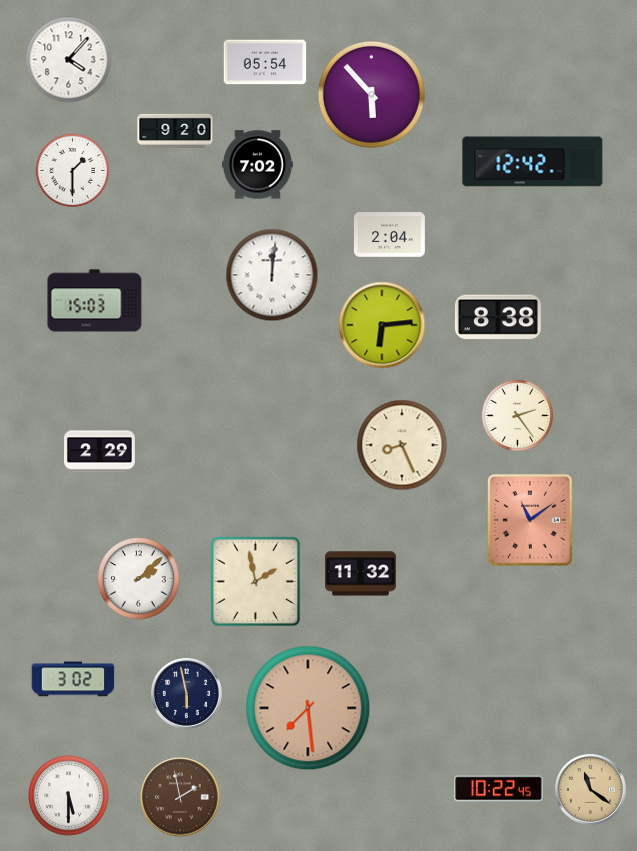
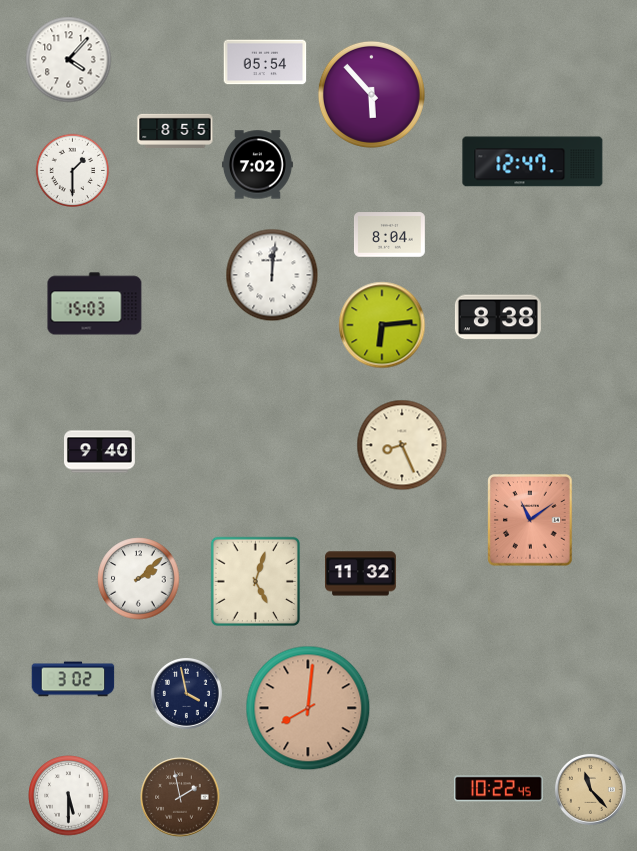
clock at (175, 131): 9:20 -> 8:55
clock at (533, 162): 12:42 -> 12:47
clock at (389, 235): 2:04 -> 8:04
clock at (95, 301) position: (95, 301) -> (95, 304)
clock at (518, 416): 2:24 -> none
clock at (100, 452): 2:29 -> 9:40
clock at (256, 582): 1:58 -> 5:03
clock at (186, 693): 5:58 -> 3:58
clock at (308, 708): 7:29 -> 8:01
clock at (590, 789): 11:21 -> 11:23
